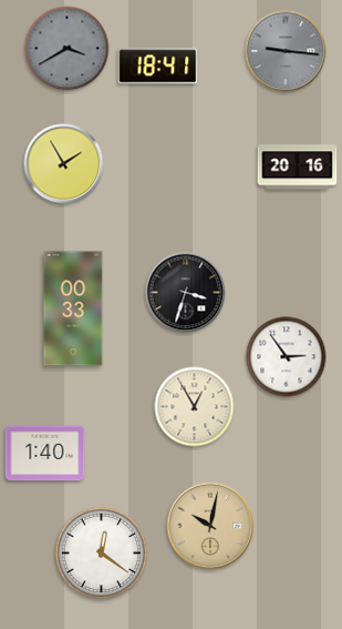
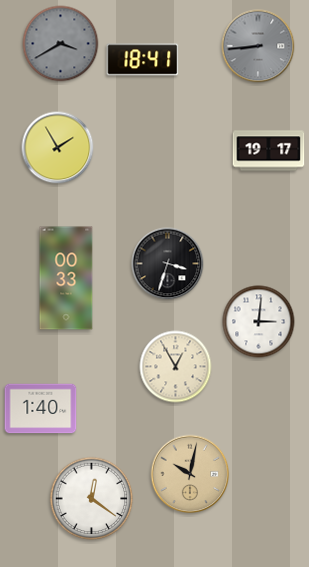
clock at (286, 51): 9:16 -> 8:44
clock at (298, 168): 20:16 -> 19:17
clock at (287, 357): 2:54 -> 3:01
